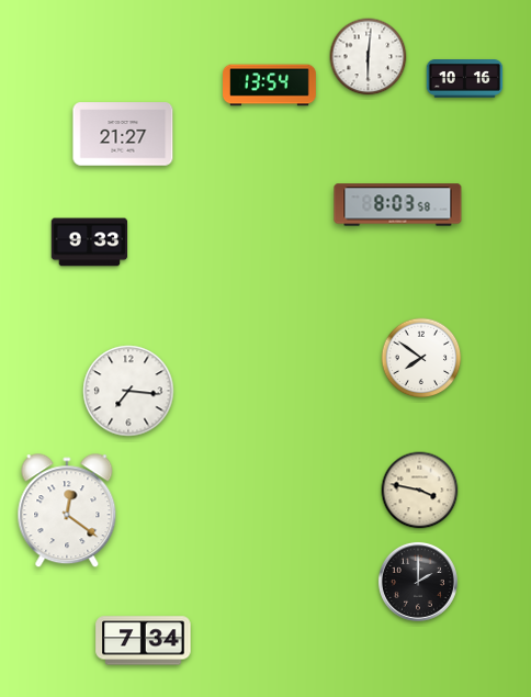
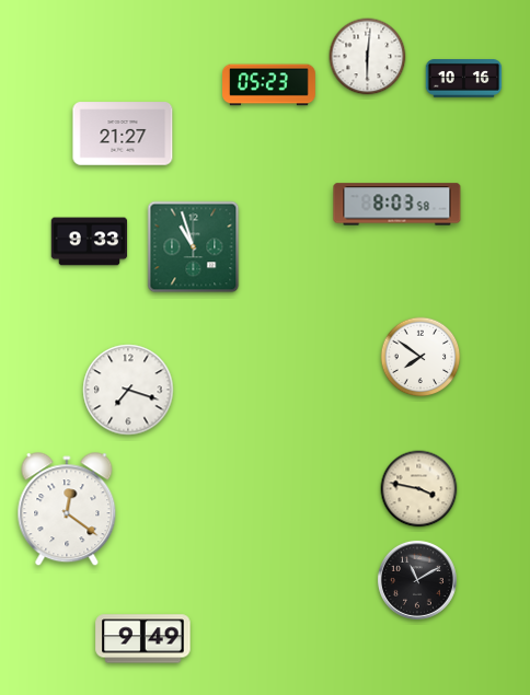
clock at (270, 86): 13:54 -> 05:23
clock at (194, 247): none -> 10:57
clock at (128, 391): 7:16 -> 7:18
clock at (418, 582): 2:00 -> 11:10
clock at (144, 641): 7:34 -> 9:49
